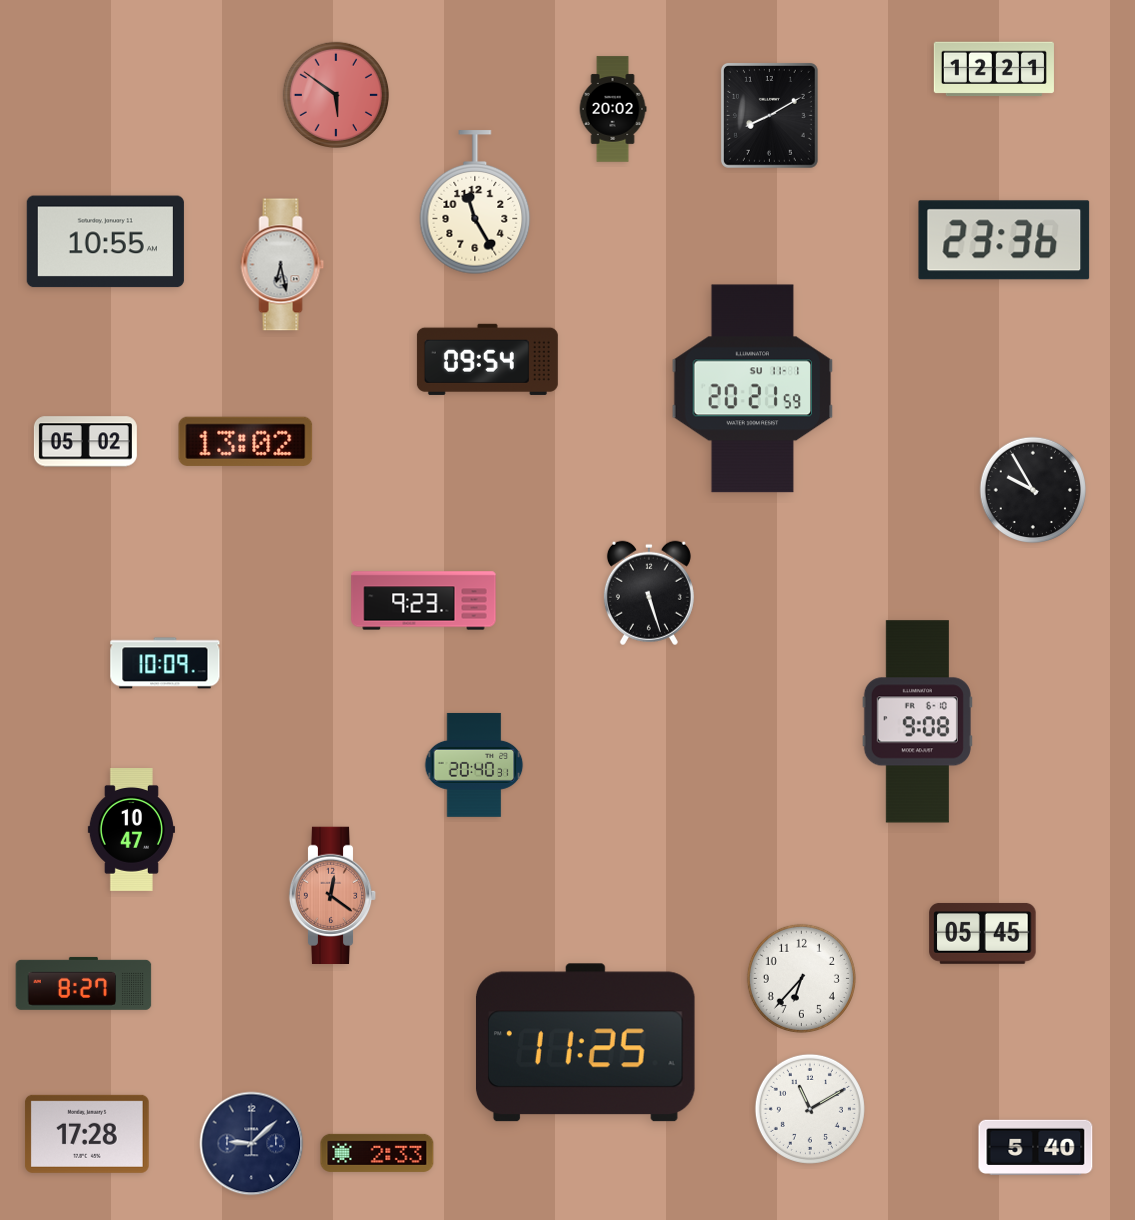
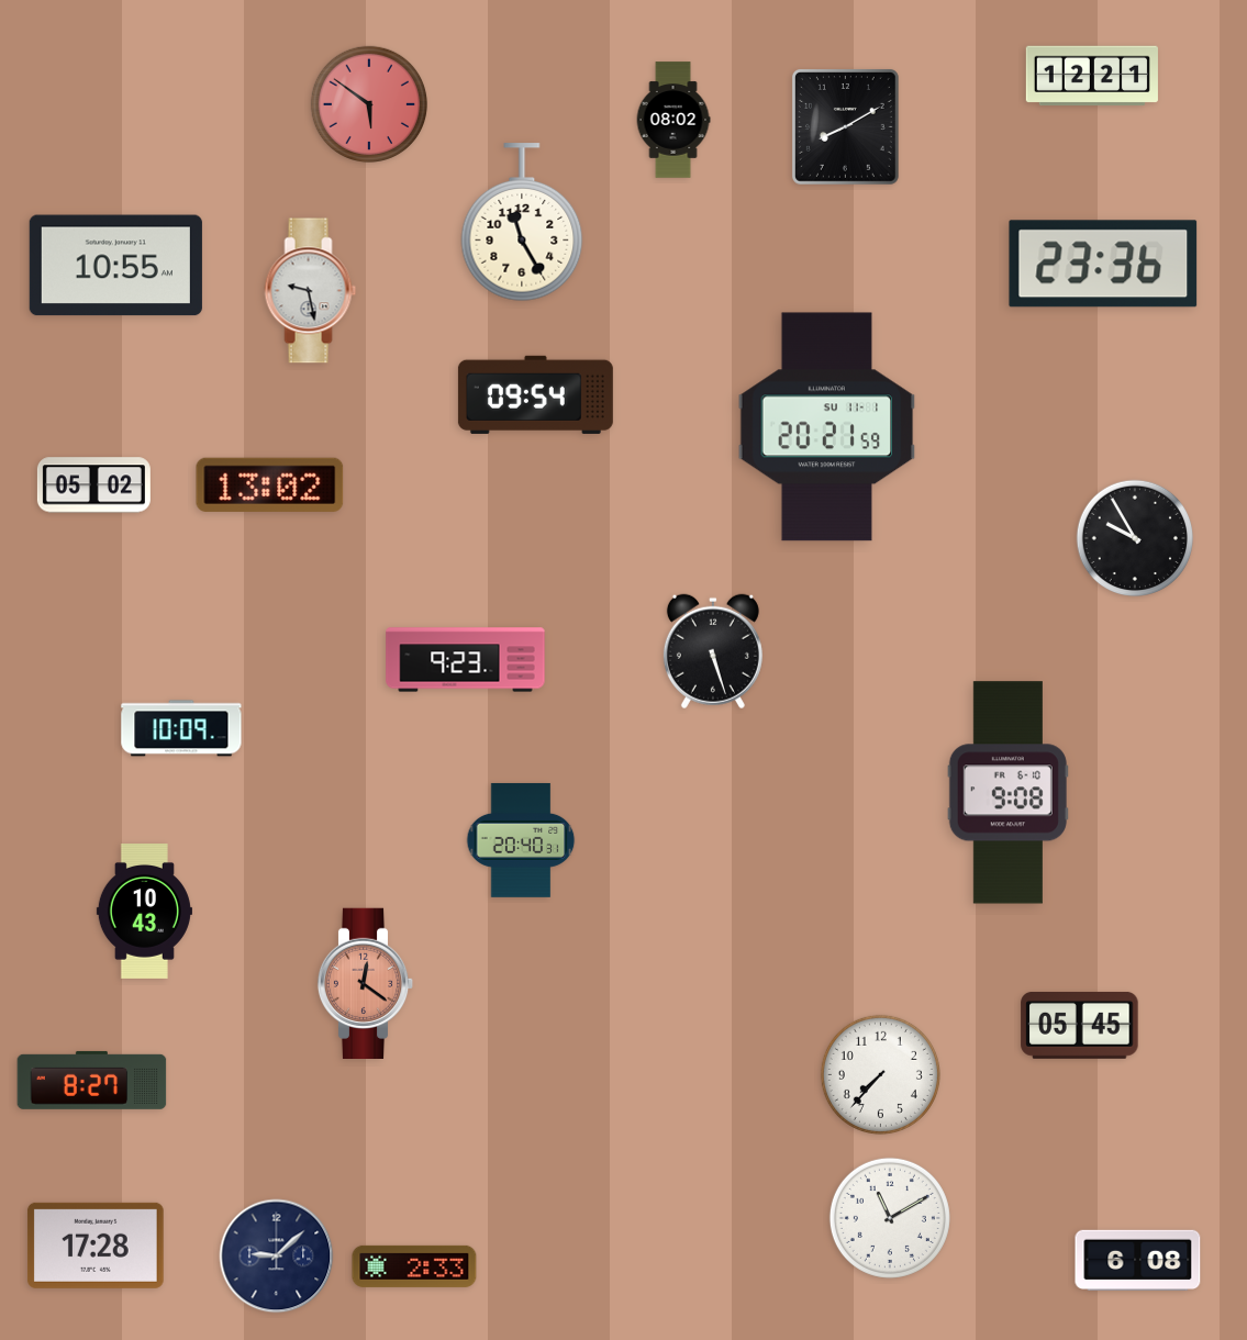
clock at (613, 109): 20:02 -> 08:02
clock at (283, 265): 6:28 -> 9:28
clock at (131, 830): 10:47 -> 10:43
clock at (801, 978): 6:37 -> 7:37
clock at (585, 1043): 11:25 -> none
clock at (1036, 1147): 5:40 -> 6:08
